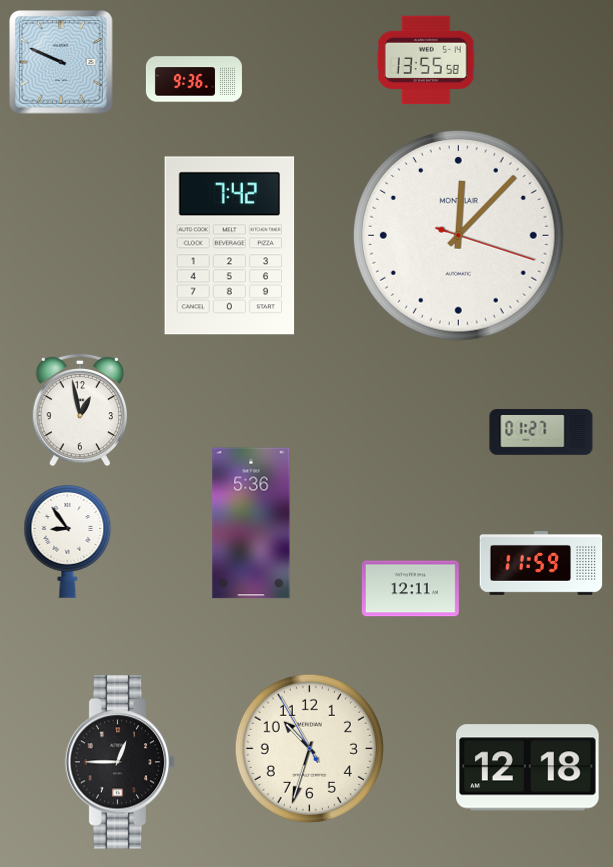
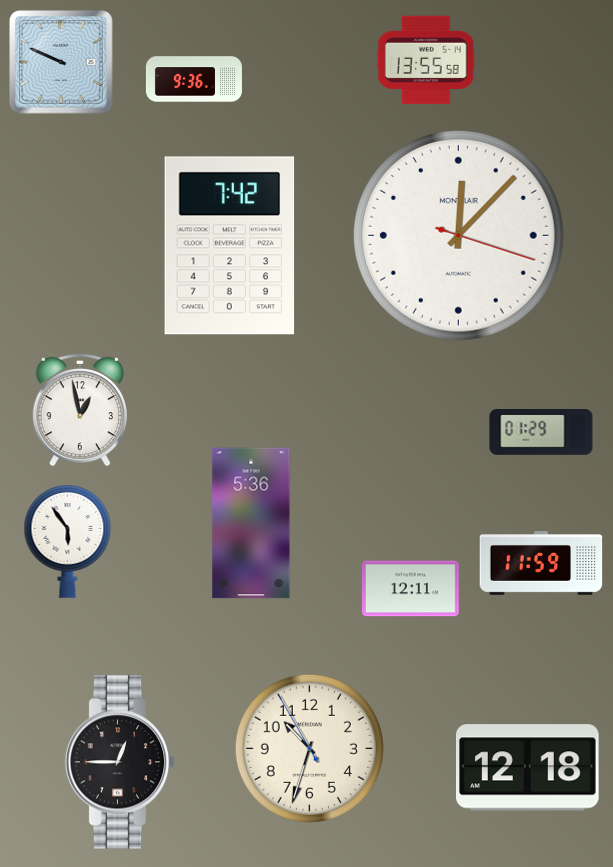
clock at (541, 432): 01:27 -> 01:29
clock at (68, 542): 8:54 -> 5:54
